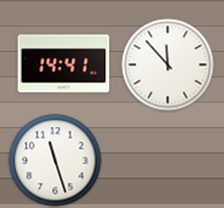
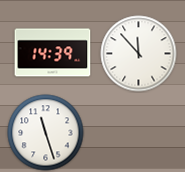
clock at (64, 64): 14:41 -> 14:39
